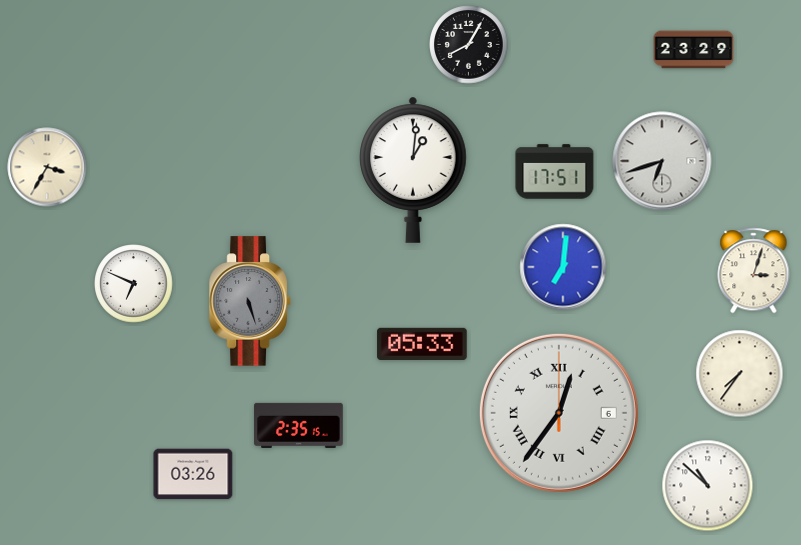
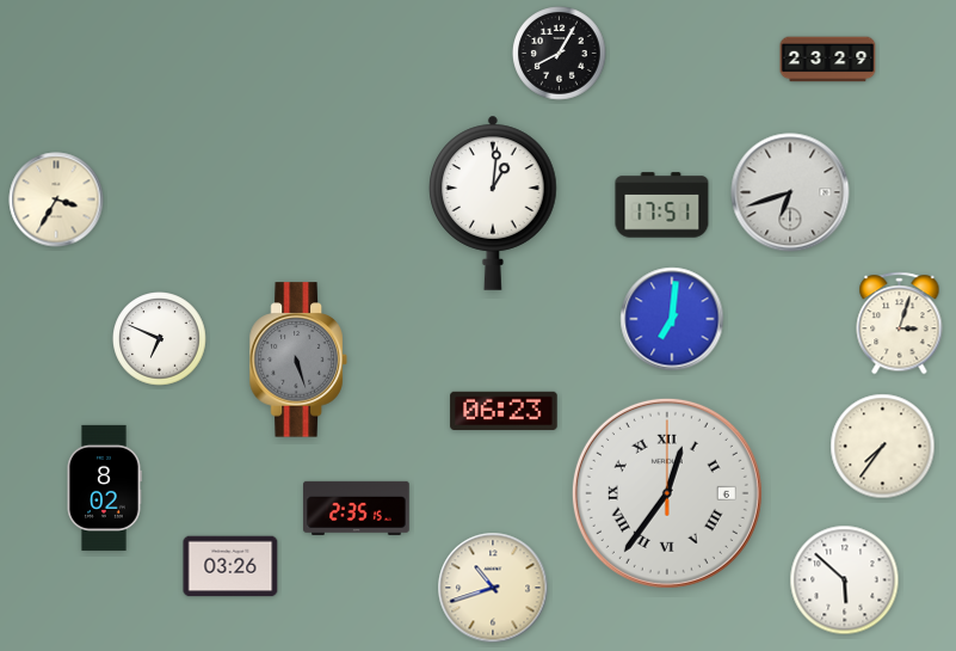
clock at (422, 343): 05:33 -> 06:23
clock at (104, 487): none -> 8:02
clock at (708, 486): 10:52 -> 5:52
clock at (493, 588): none -> 10:42
